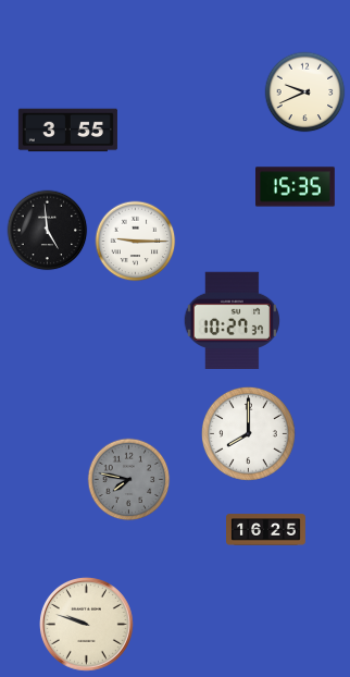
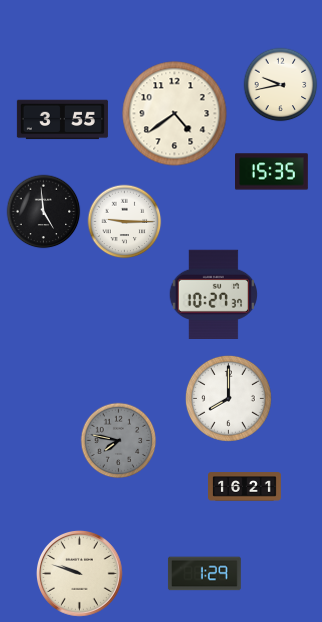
clock at (305, 93): 9:41 -> 9:43
clock at (175, 114): none -> 4:39
clock at (266, 530): 16:25 -> 16:21
clock at (204, 574): none -> 1:29
